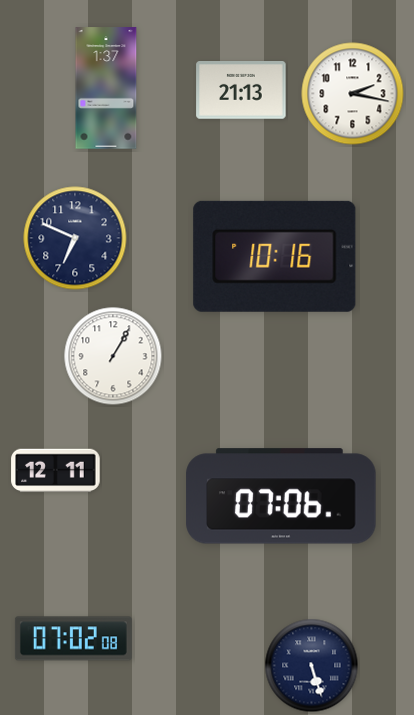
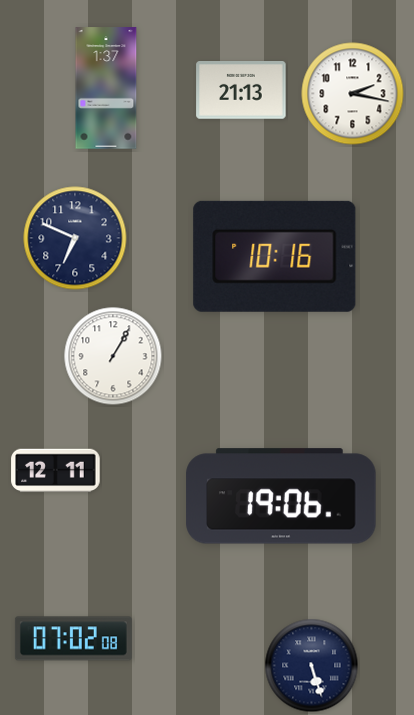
clock at (281, 496): 07:06 -> 19:06
